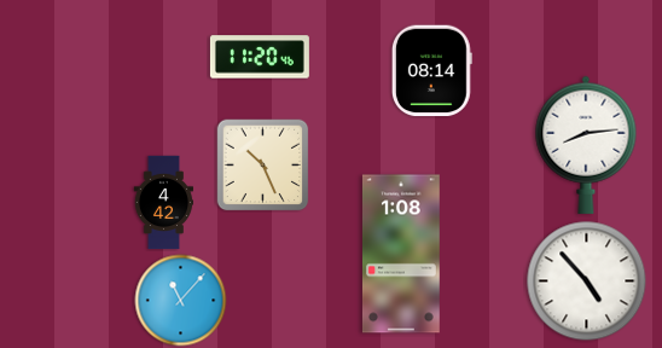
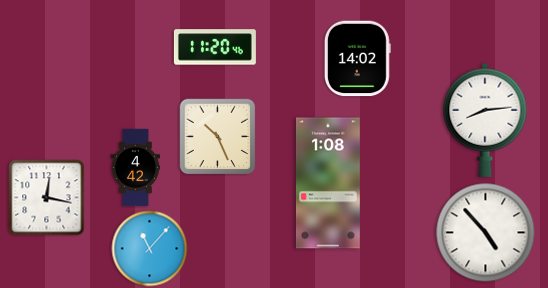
clock at (431, 71): 08:14 -> 14:02
clock at (47, 198): none -> 12:17
clock at (401, 254) position: (401, 254) -> (328, 183)
